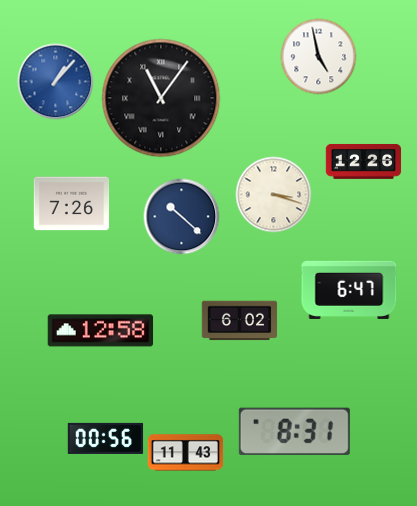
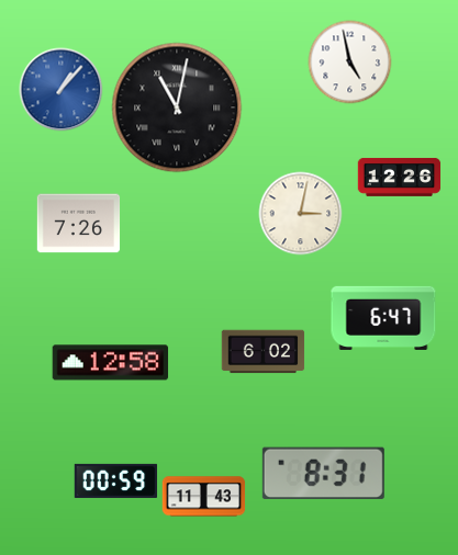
clock at (161, 98): 11:06 -> 11:02
clock at (274, 195): 3:18 -> 3:02
clock at (182, 217): 10:22 -> none
clock at (106, 438): 00:56 -> 00:59
